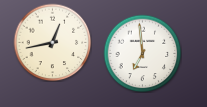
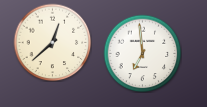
clock at (52, 42): 12:43 -> 12:38
